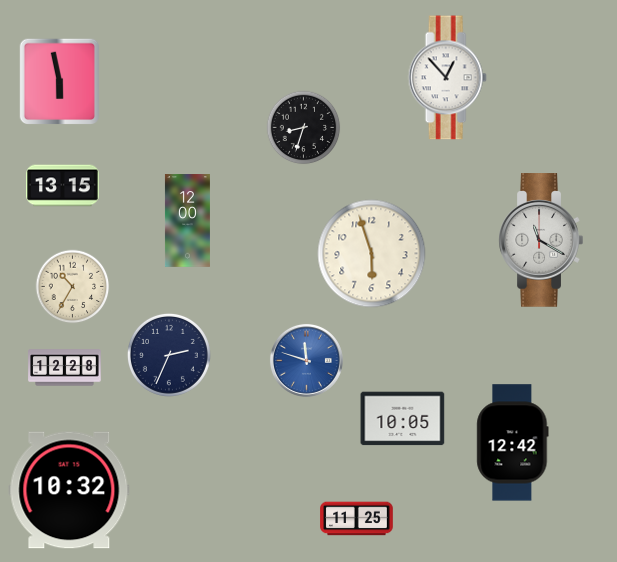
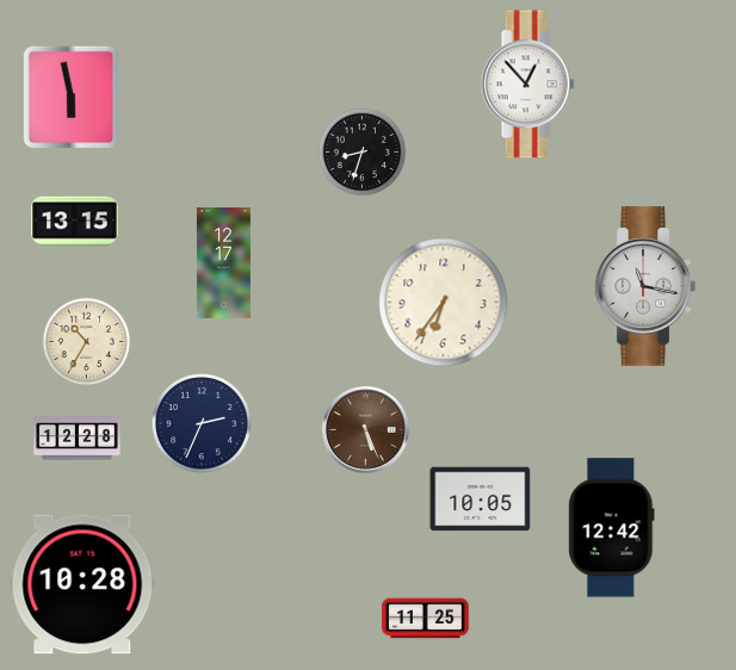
clock at (447, 78) position: (447, 78) -> (527, 85)
clock at (187, 221): 12:00 -> 12:17
clock at (541, 240): 11:20 -> 11:17
clock at (372, 254): 5:57 -> 6:36
clock at (306, 360): 11:48 -> 5:26
clock at (306, 360) dial: blue -> brown
clock at (69, 490): 10:32 -> 10:28
